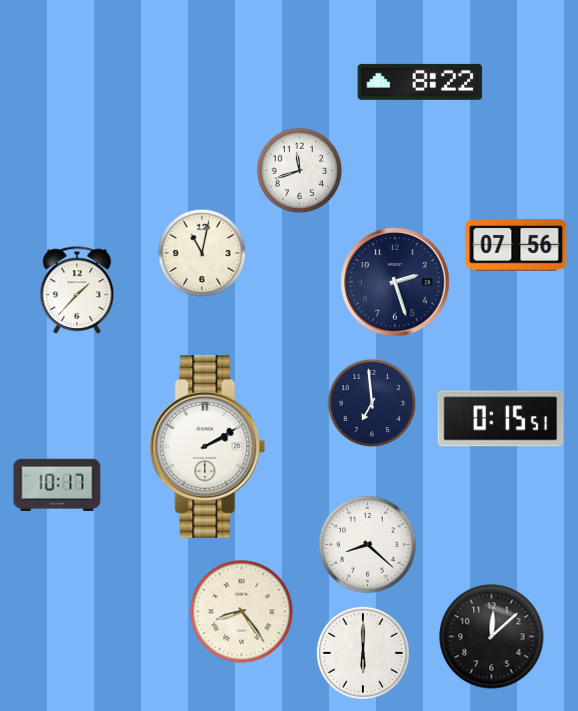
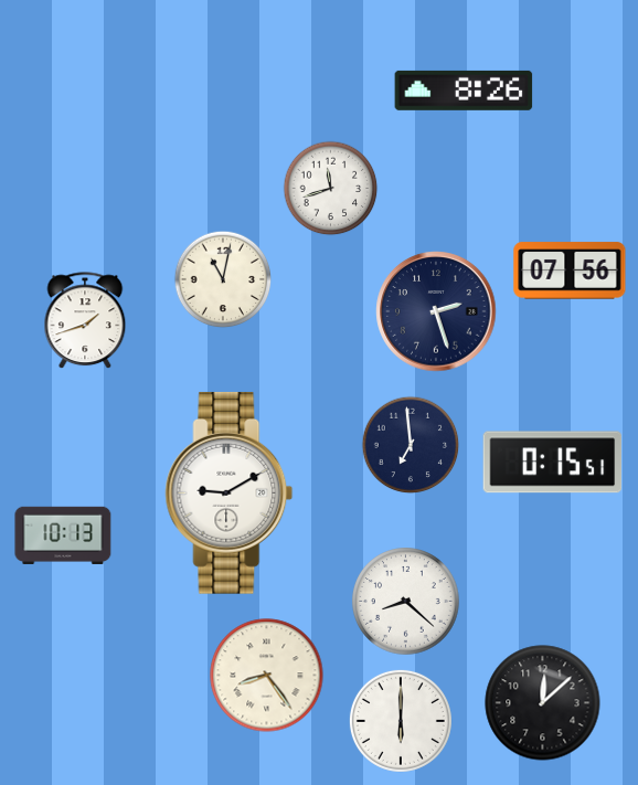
clock at (420, 82): 8:22 -> 8:26
clock at (77, 291): 1:37 -> 1:42
clock at (208, 446): 2:10 -> 9:10
clock at (57, 485): 10:17 -> 10:13
